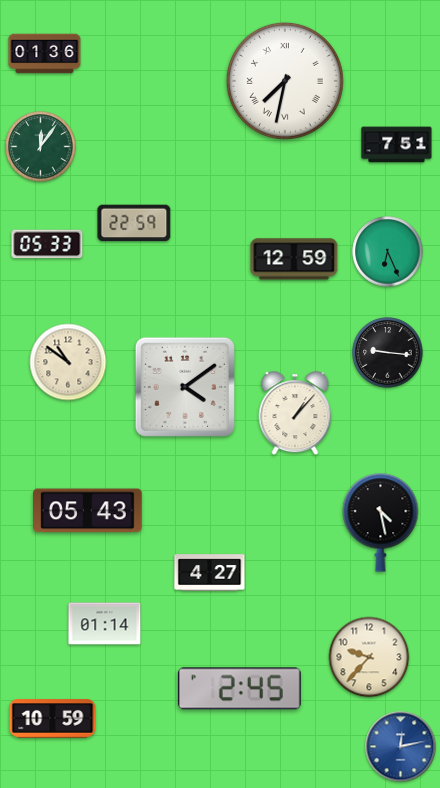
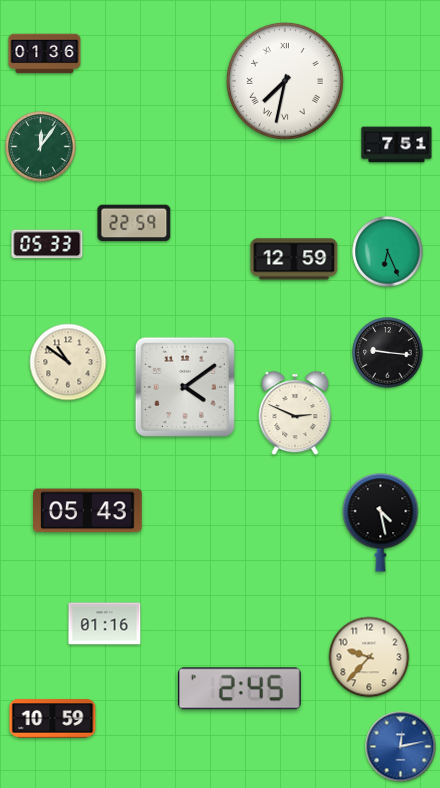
clock at (295, 414): 1:07 -> 2:49
clock at (210, 573): 4:27 -> none
clock at (105, 624): 01:14 -> 01:16
